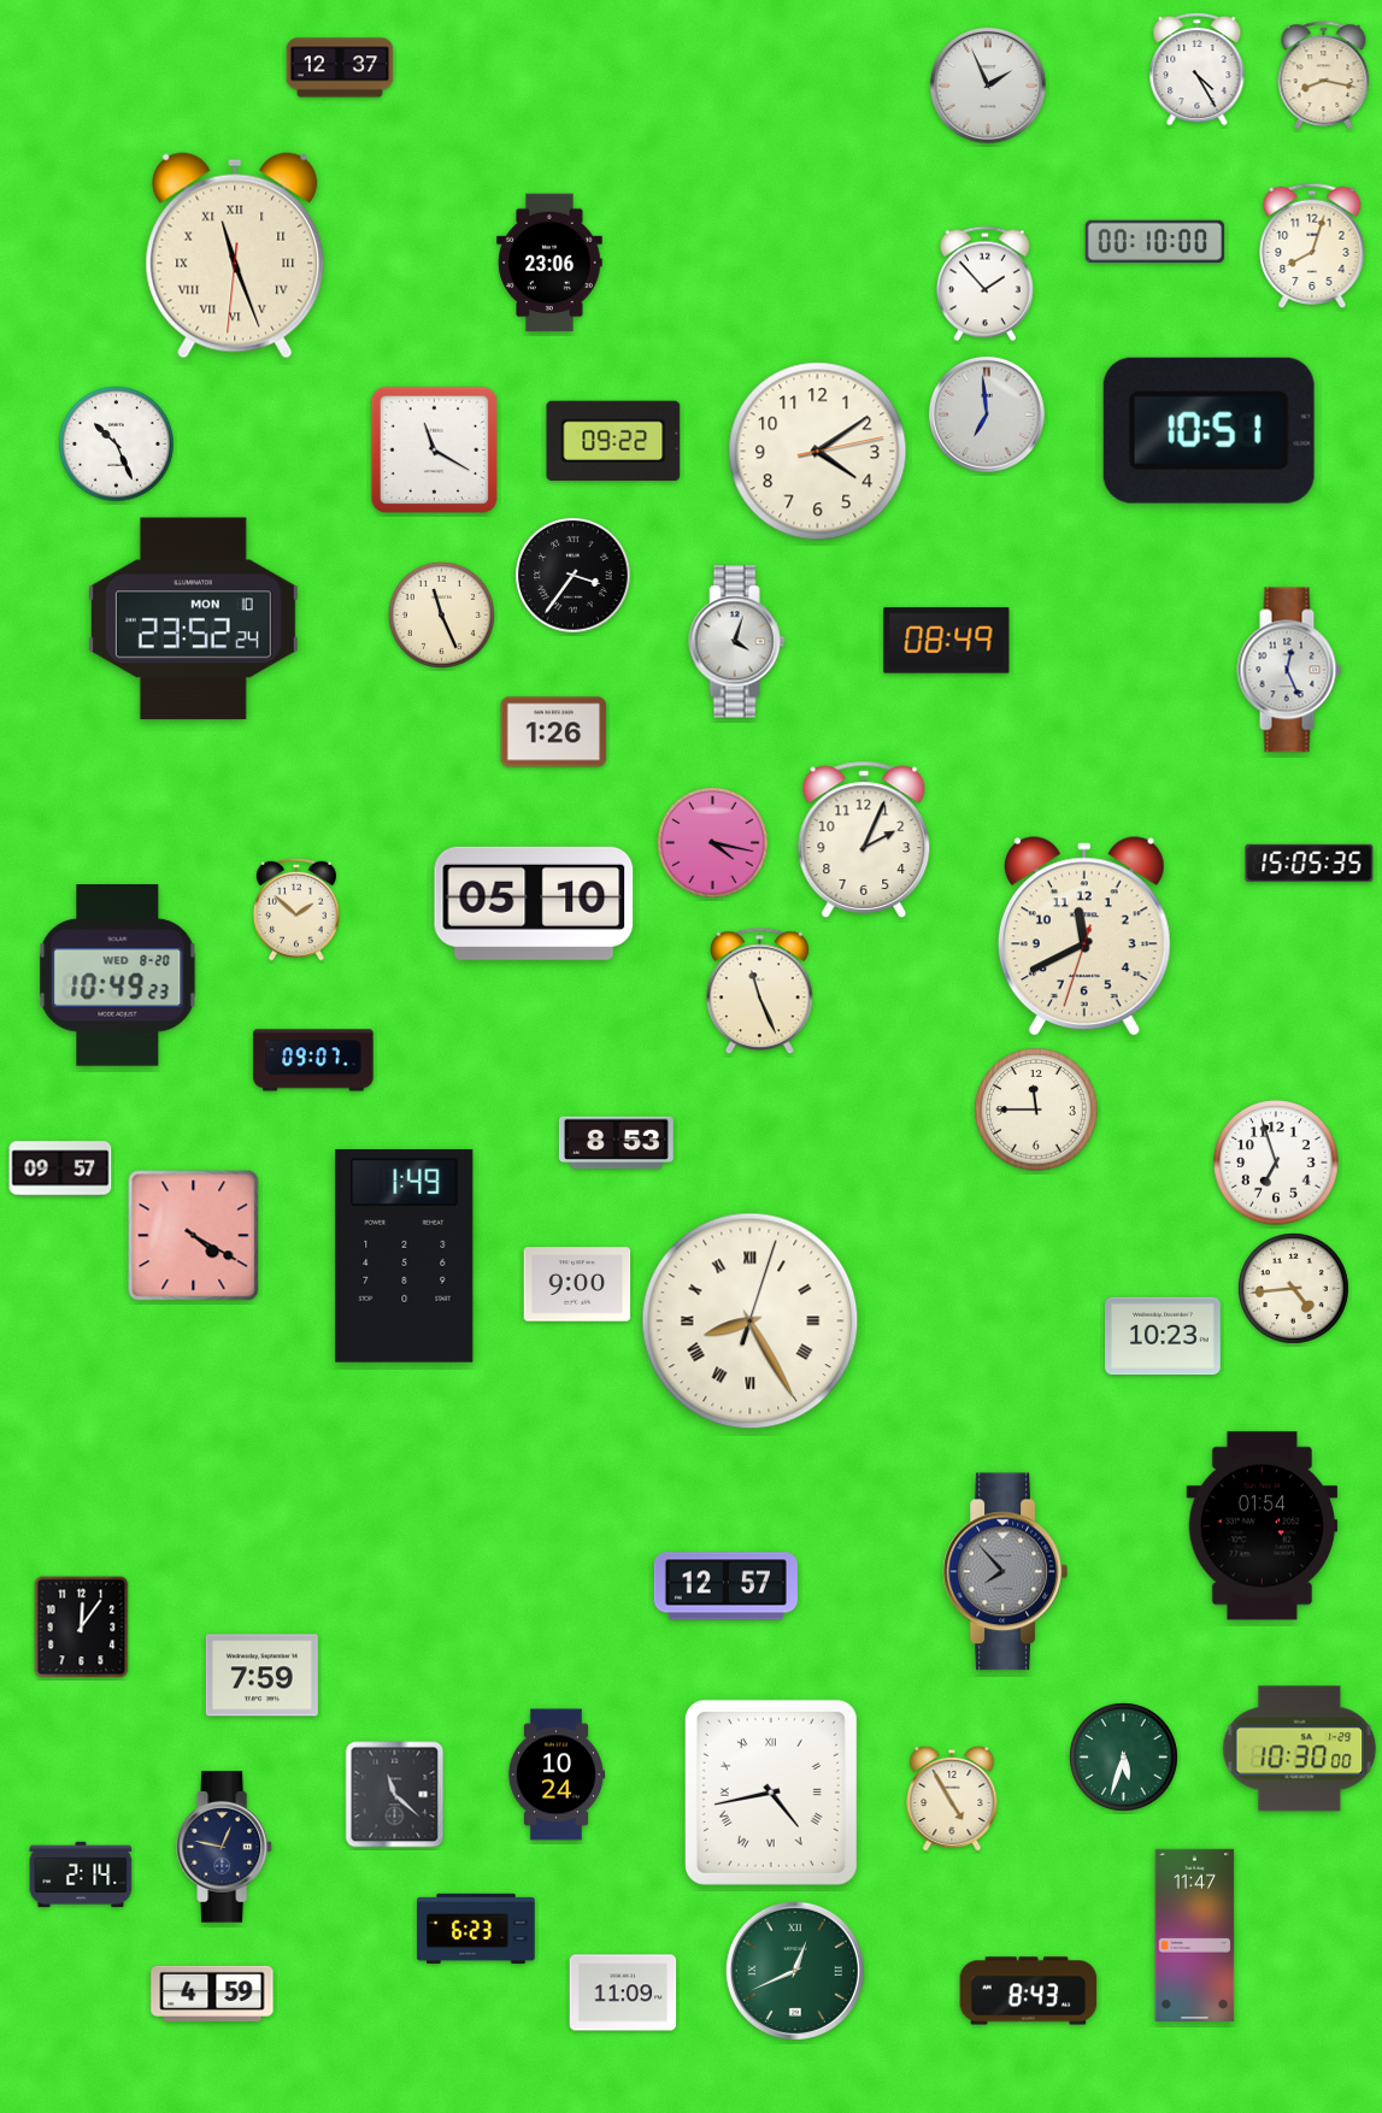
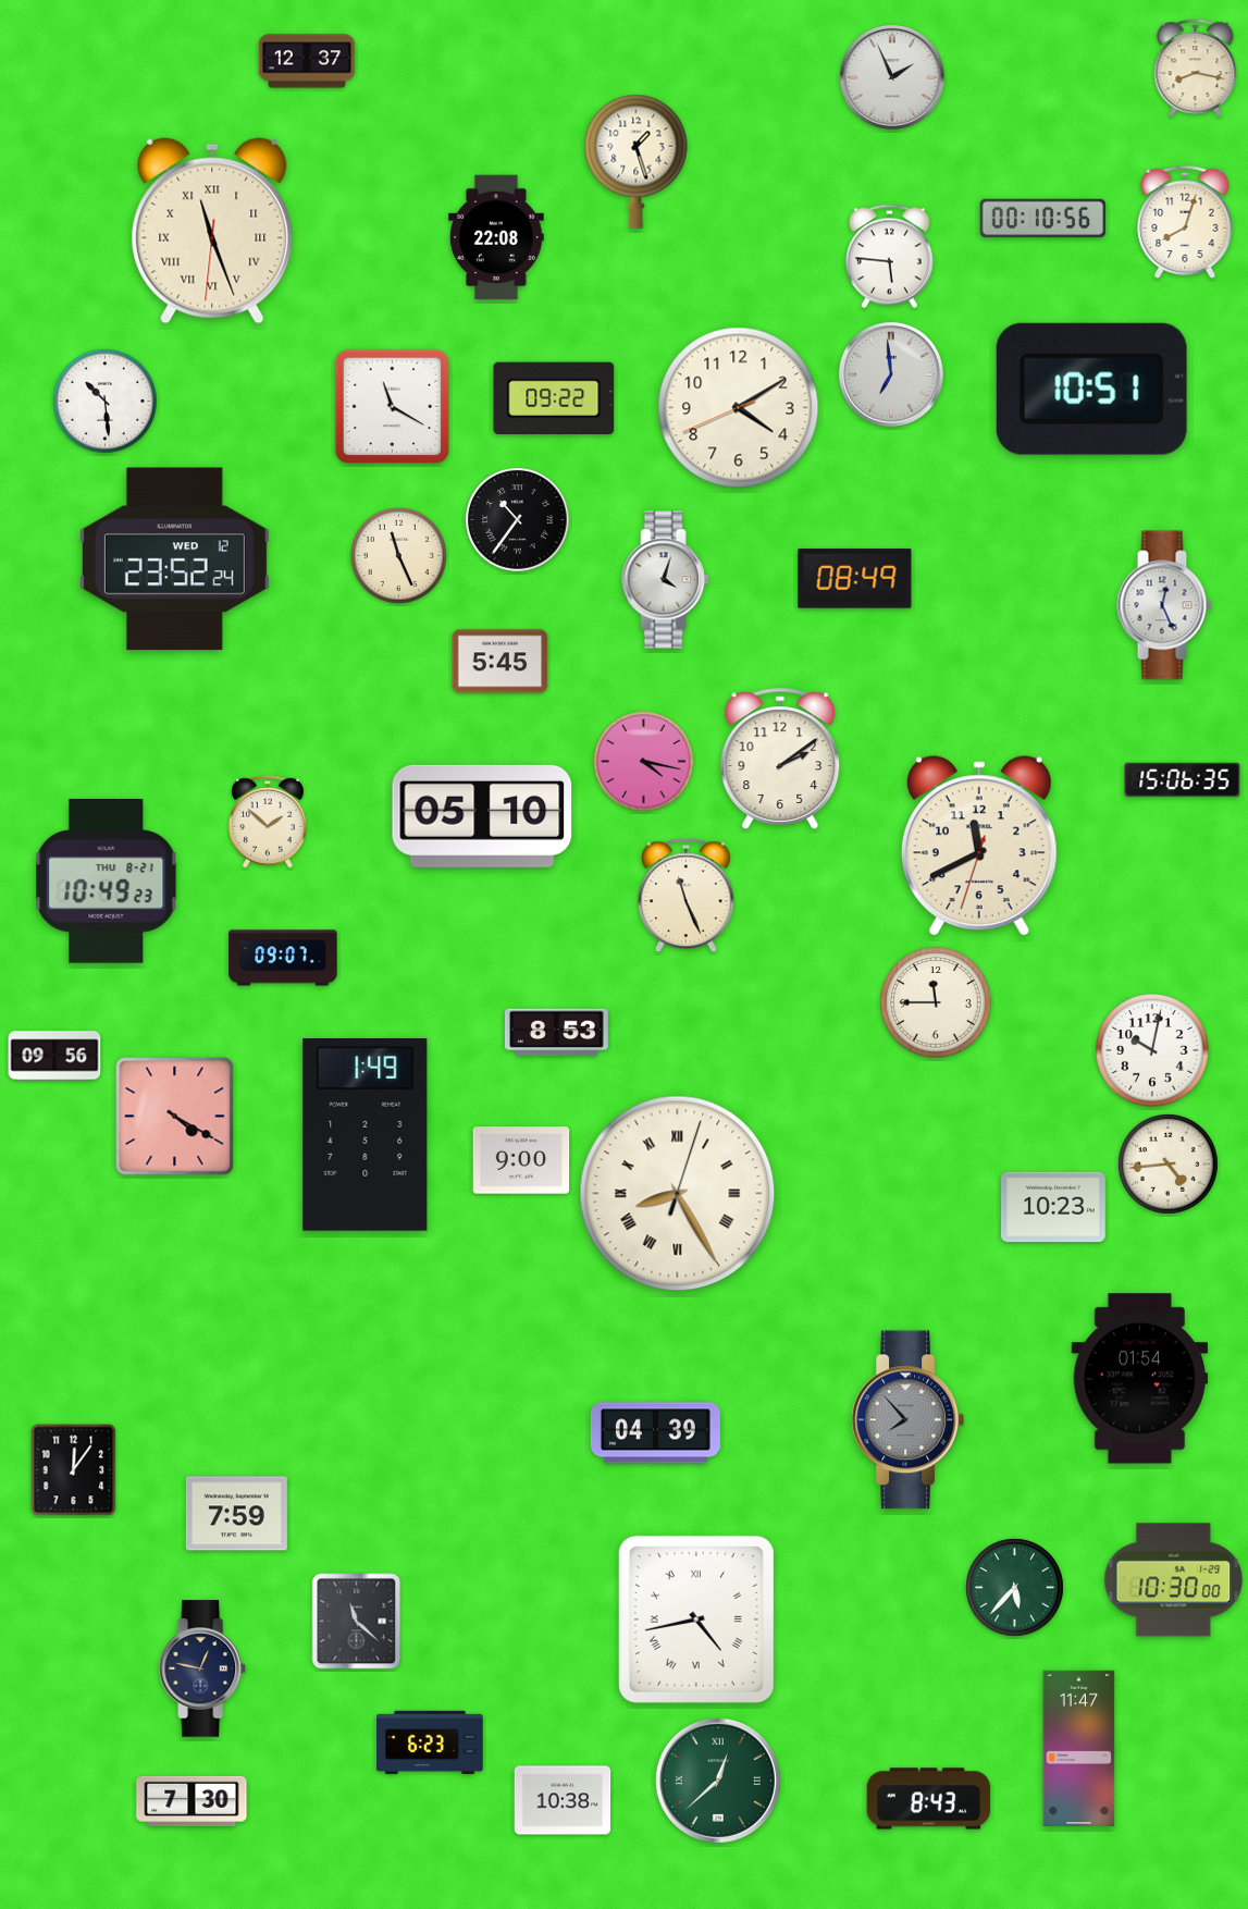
clock at (1198, 69): 4:25 -> none
clock at (637, 161): none -> 1:27
clock at (1155, 242): 00:10:00 -> 00:10:56
clock at (549, 263): 23:06 -> 22:08
clock at (984, 284): 1:53 -> 5:46
clock at (117, 445): 10:26 -> 10:29
clock at (818, 452): 4:09:13 -> 4:09:41
clock at (574, 576): 3:36 -> 10:36
clock at (193, 619) date: MON 10 -> WED 12
clock at (554, 732): 1:26 -> 5:45
clock at (864, 840): 2:04 -> 2:09
clock at (1310, 864): 15:05 -> 15:06
clock at (118, 976) date: WED 8-20 -> THU 8-21
clock at (1276, 1163): 6:57 -> 10:02
clock at (60, 1169): 09:57 -> 09:56
clock at (1164, 1336) position: (1164, 1336) -> (1054, 1207)
clock at (725, 1587): 12:57 -> 04:39
clock at (1124, 1758): 5:33 -> 5:37
clock at (557, 1774): 10:24 -> none
clock at (952, 1799): 4:55 -> none
clock at (81, 1874): 2:14 -> none
clock at (795, 1971): 12:41 -> 12:38
clock at (623, 1993): 11:09 -> 10:38
clock at (212, 1994): 4:59 -> 7:30
